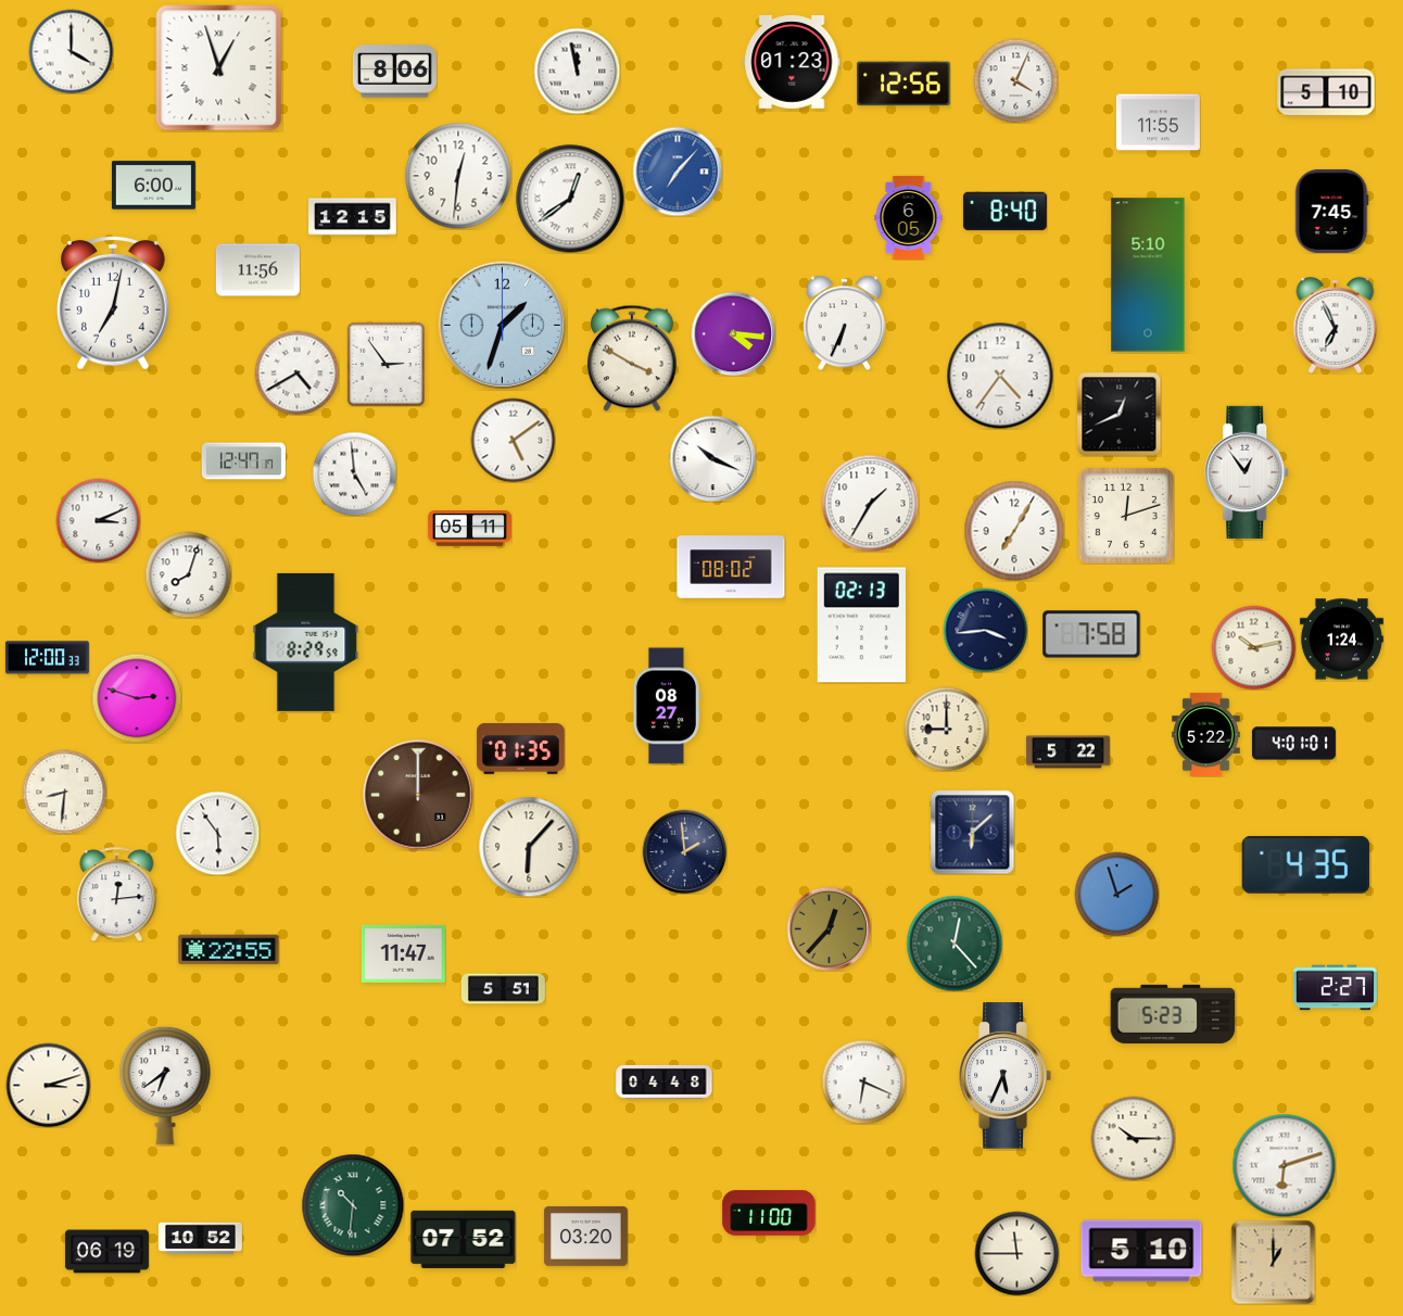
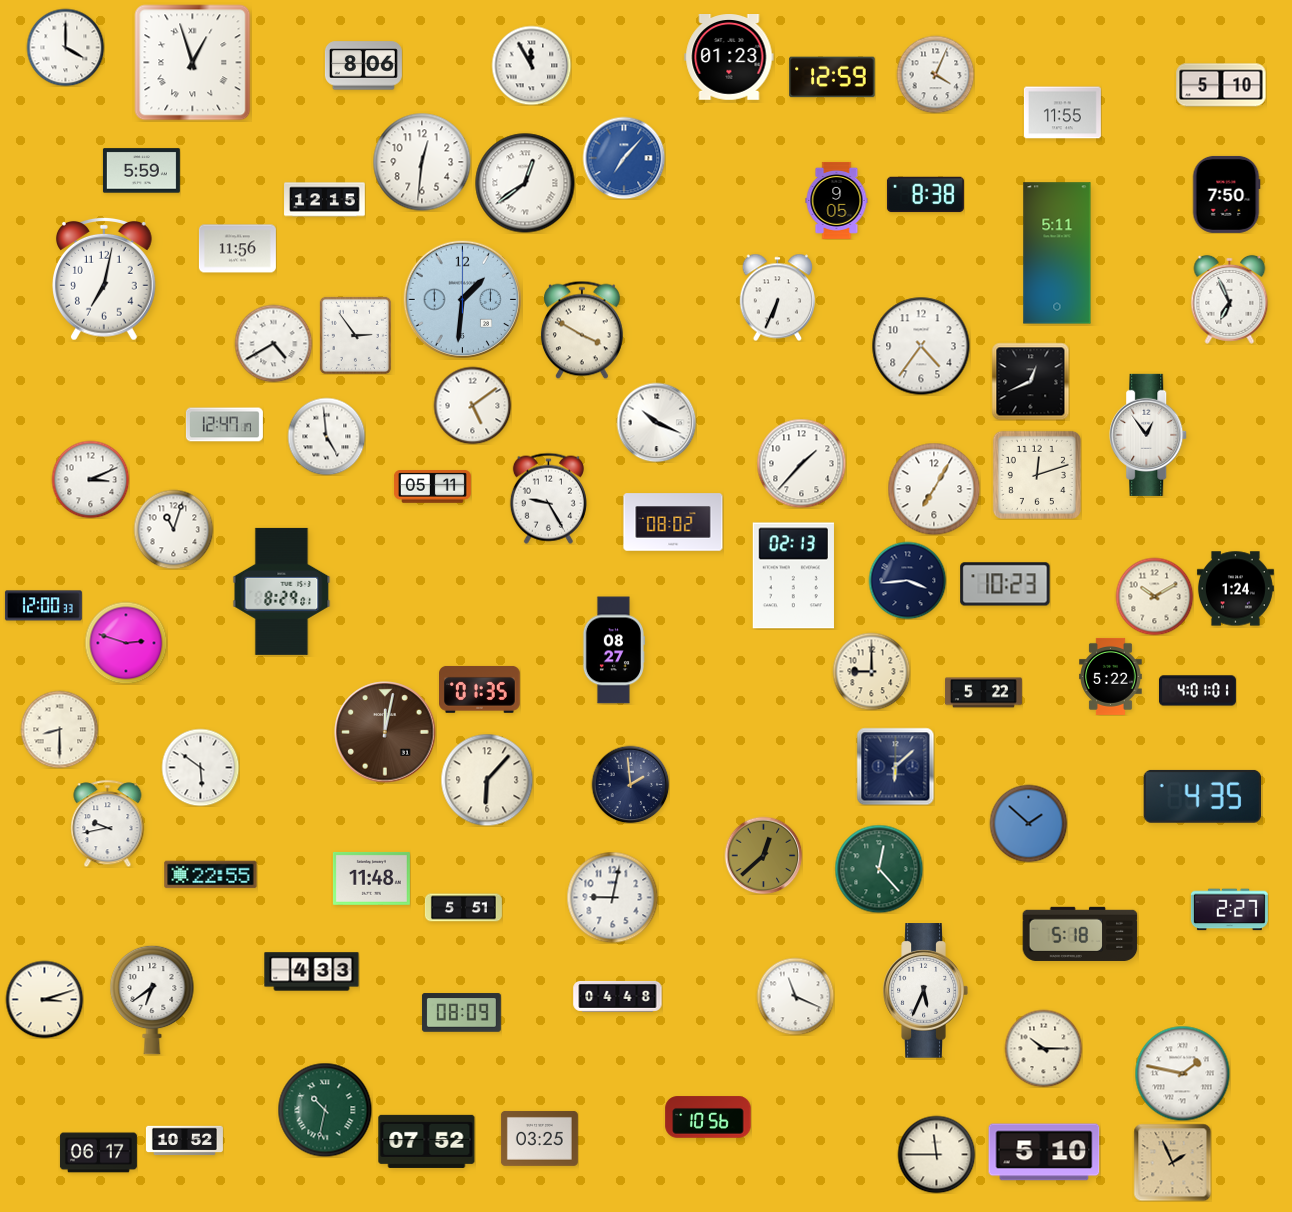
clock at (219, 68) position: (219, 68) -> (193, 63)
clock at (577, 71): 11:58 -> 11:55
clock at (903, 84): 12:56 -> 12:59
clock at (1158, 123) position: (1158, 123) -> (1062, 113)
clock at (153, 186): 6:00 -> 5:59
clock at (1331, 211): 7:45 -> 7:50
clock at (1004, 212): 8:40 -> 8:38
clock at (909, 217): 6:05 -> 9:05
clock at (1148, 275): 5:10 -> 5:11
clock at (502, 325): 1:33 -> 1:31
clock at (733, 333): 4:16 -> none
clock at (870, 503): 1:35 -> 1:37
clock at (548, 498): none -> 9:25
clock at (188, 574): 8:03 -> 11:03
clock at (1091, 634): 7:58 -> 10:23
clock at (306, 642): 8:29:59 -> 8:29:01
clock at (1253, 647): 10:13 -> 10:10
clock at (1293, 744) position: (1293, 744) -> (1197, 691)
clock at (64, 792): 8:31 -> 8:30
clock at (418, 795): 12:00 -> 12:02
clock at (217, 833): 5:54 -> 5:51
clock at (117, 894): 12:14 -> 9:43
clock at (1116, 894): 1:57 -> 1:52
clock at (829, 928): 12:37 -> 12:38
clock at (403, 953): 11:47 -> 11:48
clock at (612, 897): none -> 9:02
clock at (503, 989) position: (503, 989) -> (463, 908)
clock at (1173, 1014): 5:23 -> 5:18
clock at (312, 972): none -> 4:33
clock at (665, 1081) position: (665, 1081) -> (618, 996)
clock at (863, 1081): 6:19 -> 11:19
clock at (461, 1013): none -> 08:09
clock at (1284, 1165): 6:12 -> 1:47
clock at (353, 1205): 10:31 -> 10:32
clock at (769, 1213): 11:00 -> 10:56
clock at (585, 1236): 03:20 -> 03:25
clock at (1141, 1251) position: (1141, 1251) -> (1044, 1152)
clock at (106, 1252): 06:19 -> 06:17
clock at (1273, 1262): 1:00 -> 1:56
